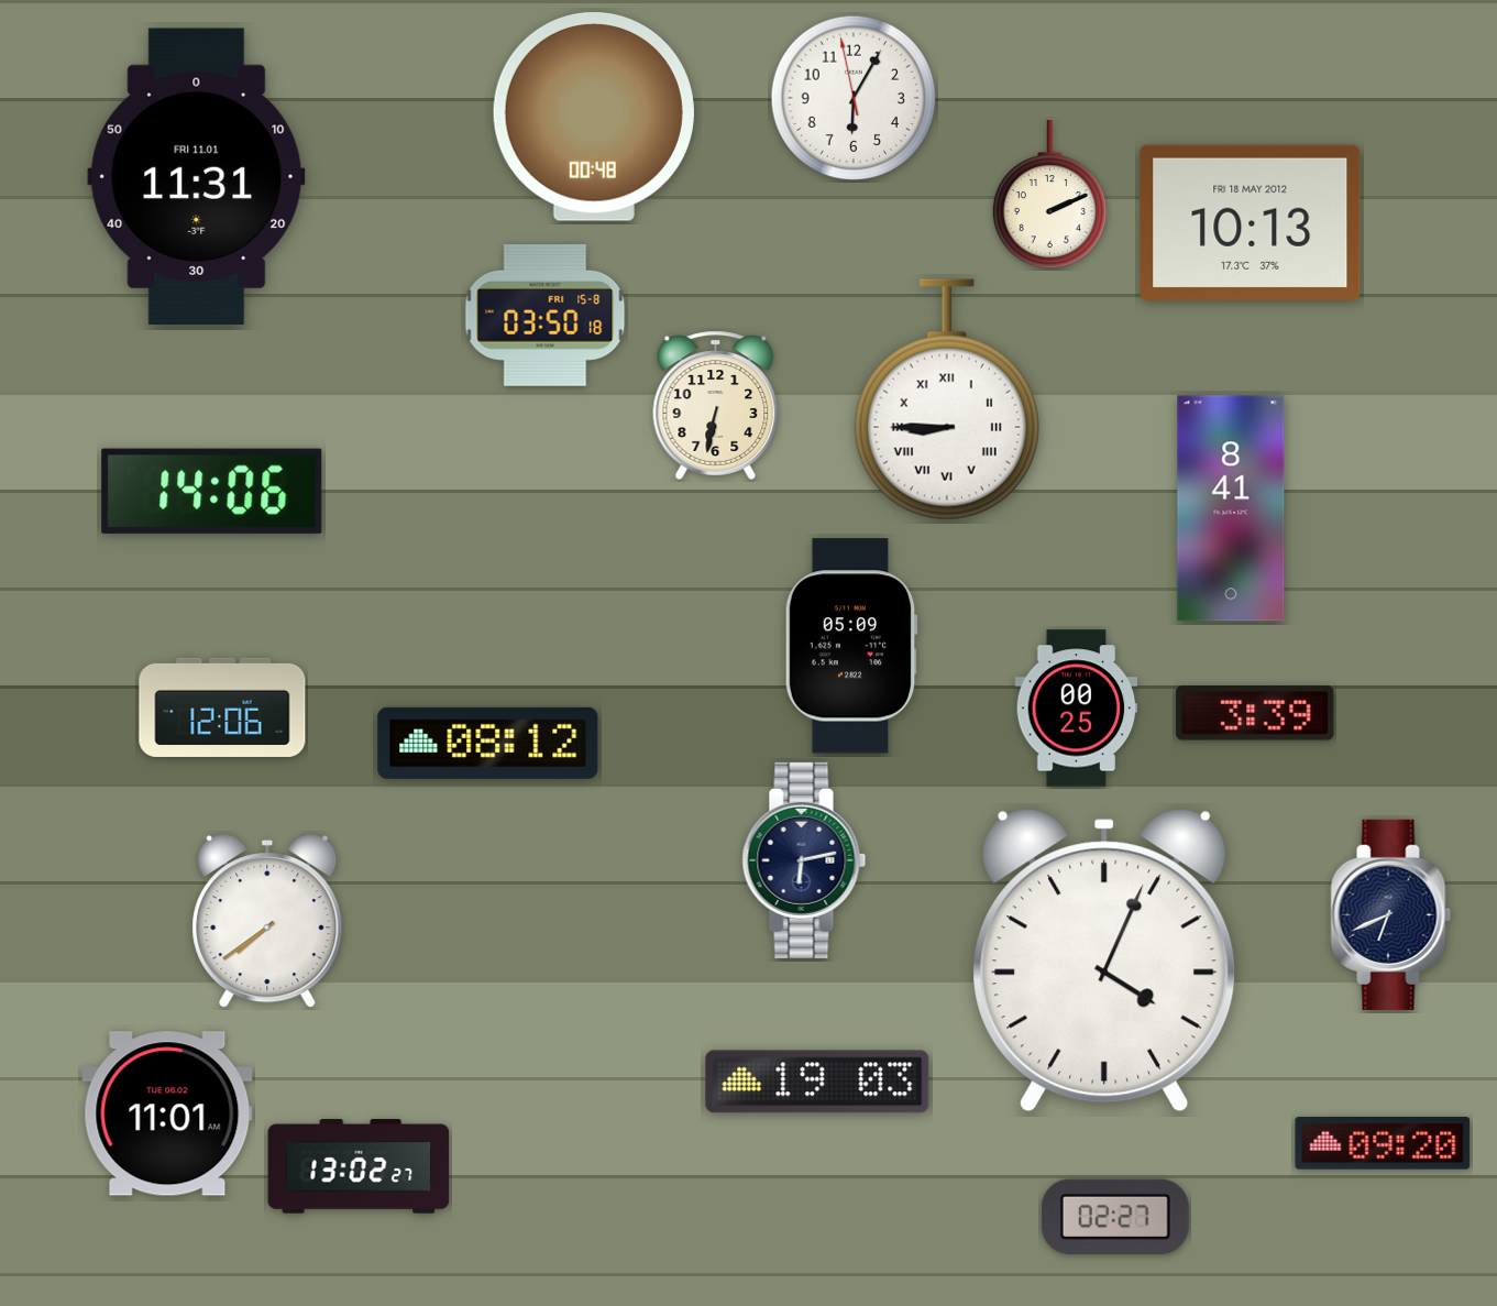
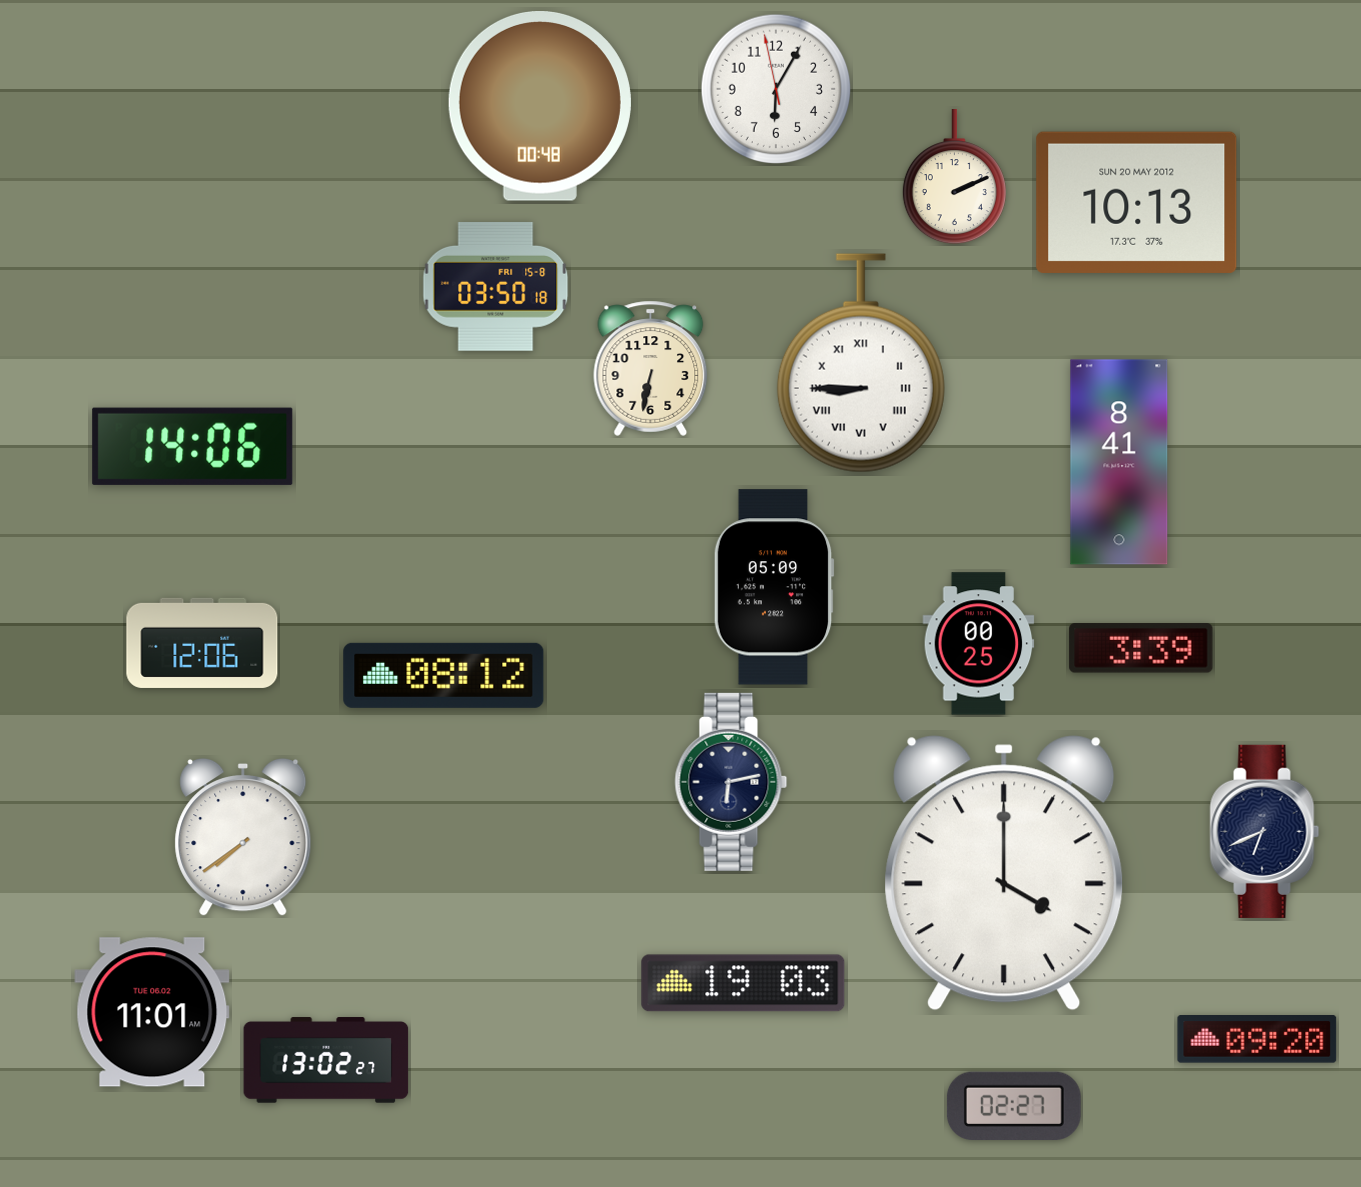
clock at (197, 176): 11:31 -> none
clock at (1251, 222) date: FRI 18 MAY 2012 -> SUN 20 MAY 2012
clock at (1104, 961): 4:04 -> 4:00
